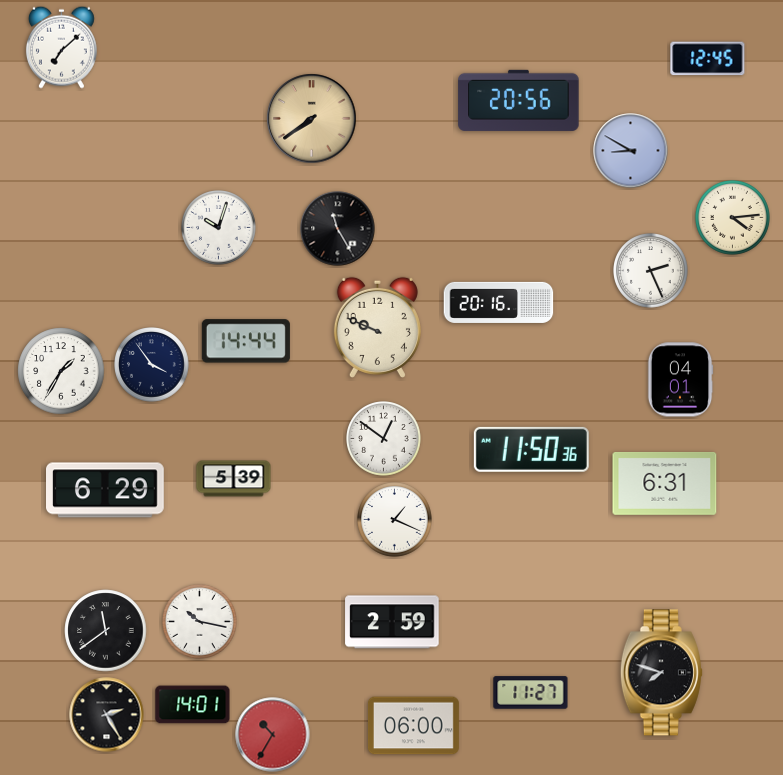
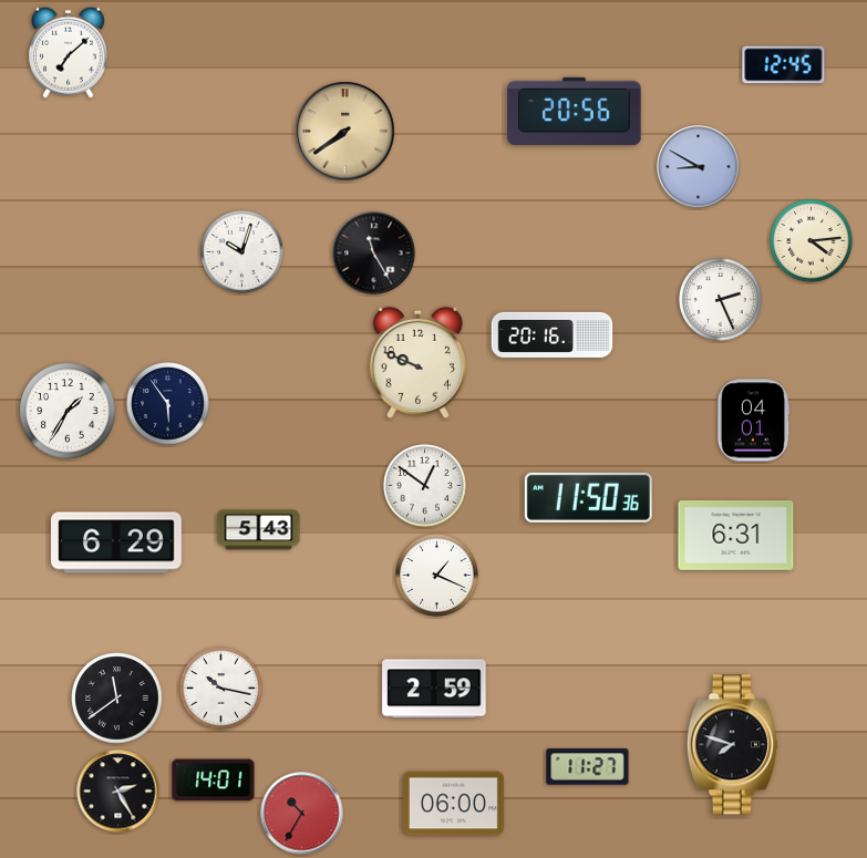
clock at (246, 341): 14:44 -> none
clock at (152, 365): 3:54 -> 5:54
clock at (234, 479): 5:39 -> 5:43
clock at (413, 726) position: (413, 726) -> (453, 804)
